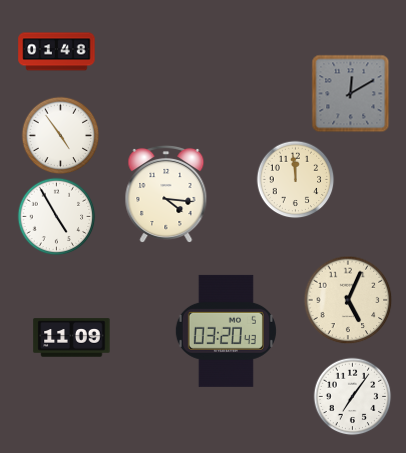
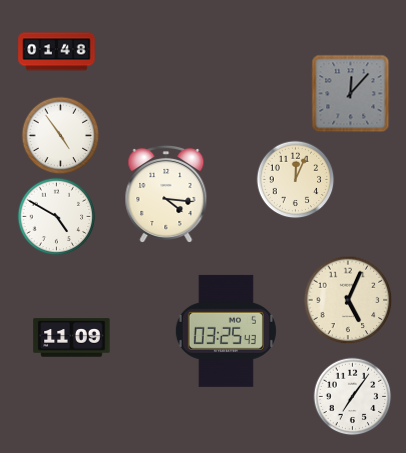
clock at (350, 93): 12:10 -> 12:07
clock at (295, 179): 11:59 -> 12:04
clock at (56, 216): 4:55 -> 4:50
clock at (226, 331): 03:20 -> 03:25
